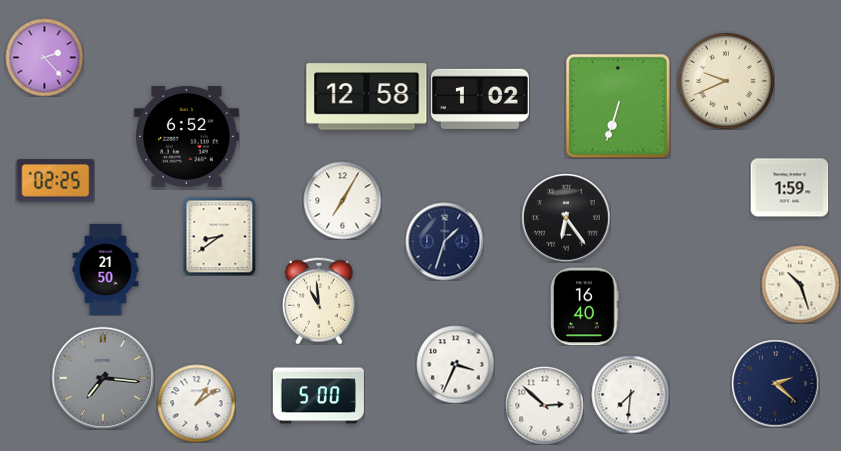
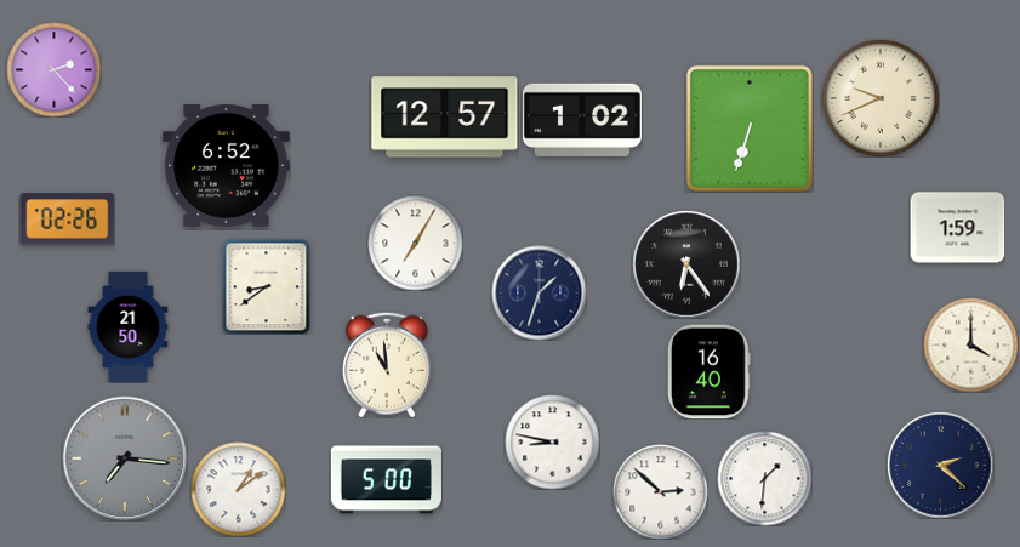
clock at (367, 97): 12:58 -> 12:57
clock at (55, 181): 02:25 -> 02:26
clock at (800, 284): 10:27 -> 4:00
clock at (455, 364): 3:34 -> 8:47
clock at (630, 394): 7:31 -> 1:31
